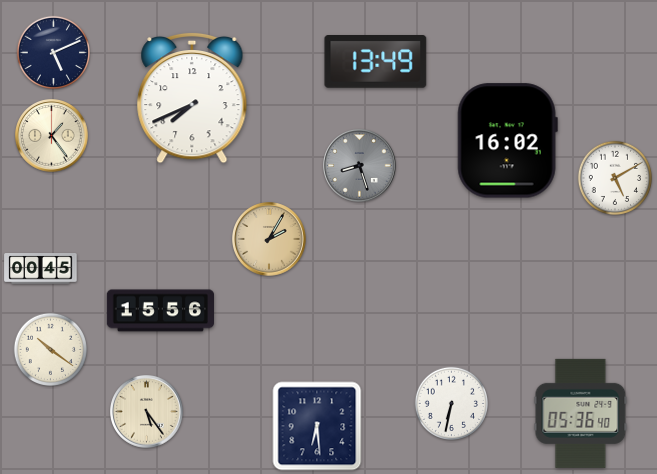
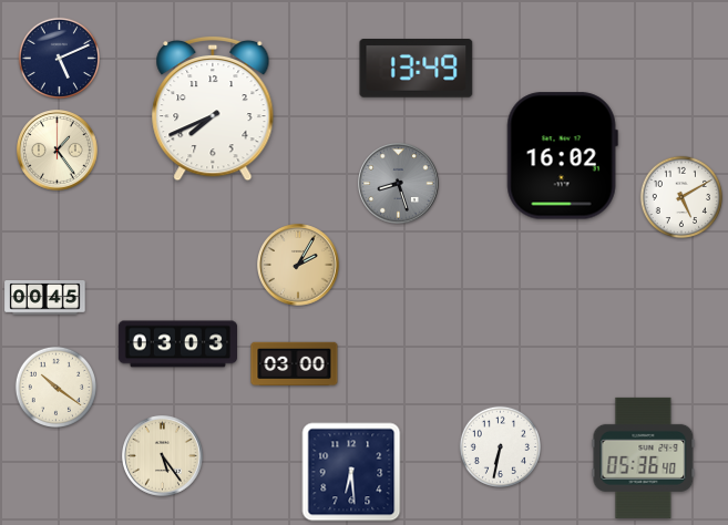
clock at (160, 311): 15:56 -> 03:03
clock at (295, 364): none -> 03:00
